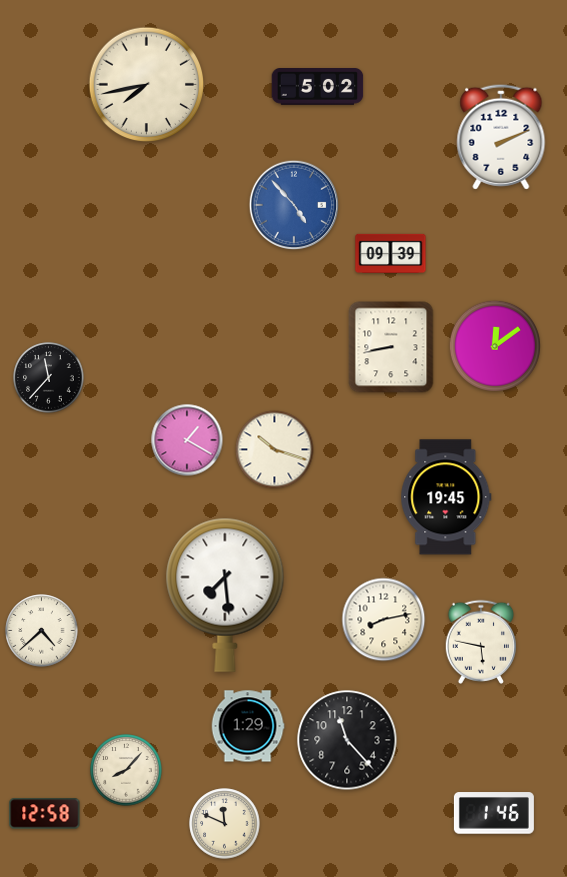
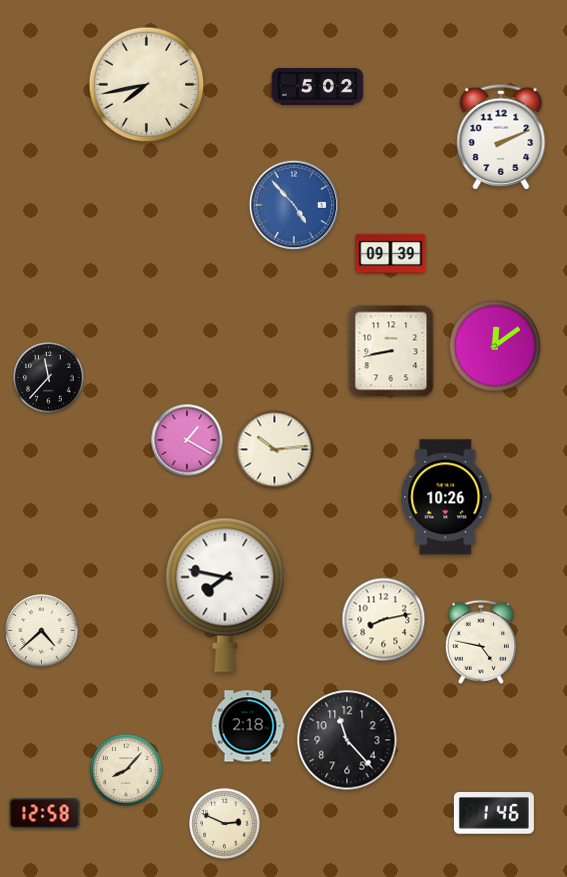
clock at (391, 347) position: (391, 347) -> (391, 351)
clock at (275, 450): 10:18 -> 10:14
clock at (446, 497): 19:45 -> 10:26
clock at (225, 595): 7:29 -> 7:47
clock at (480, 642): 5:47 -> 4:47
clock at (248, 726): 1:29 -> 2:18
clock at (225, 824): 11:49 -> 2:49
